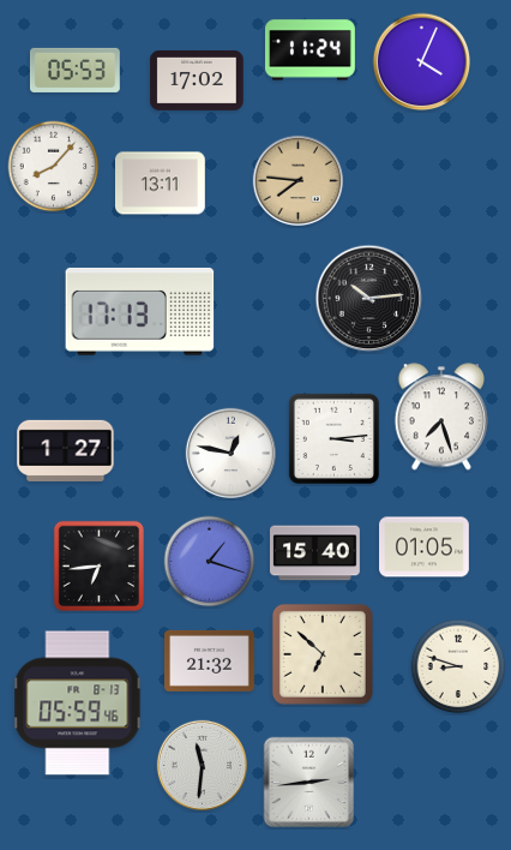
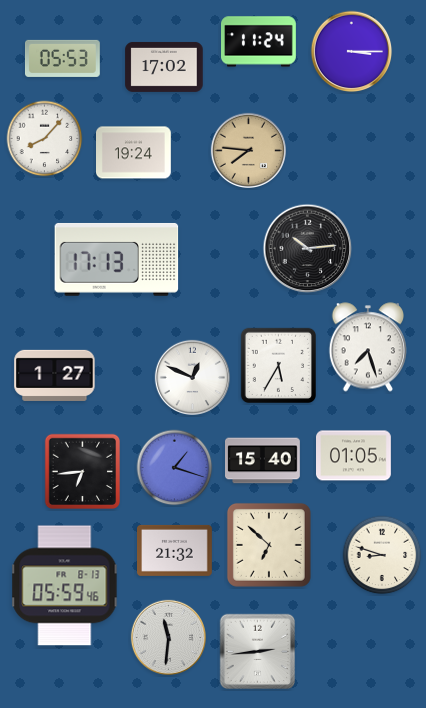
clock at (422, 62): 4:04 -> 3:15
clock at (161, 184): 13:11 -> 19:24
clock at (333, 438): 3:14 -> 5:35
clock at (230, 453): 12:47 -> 12:49
